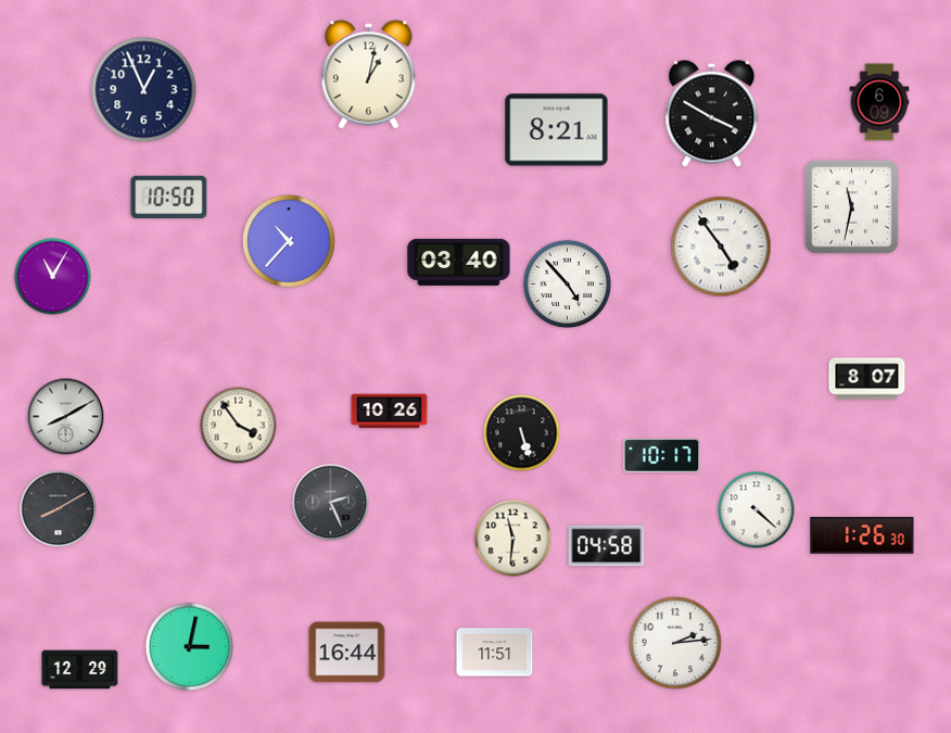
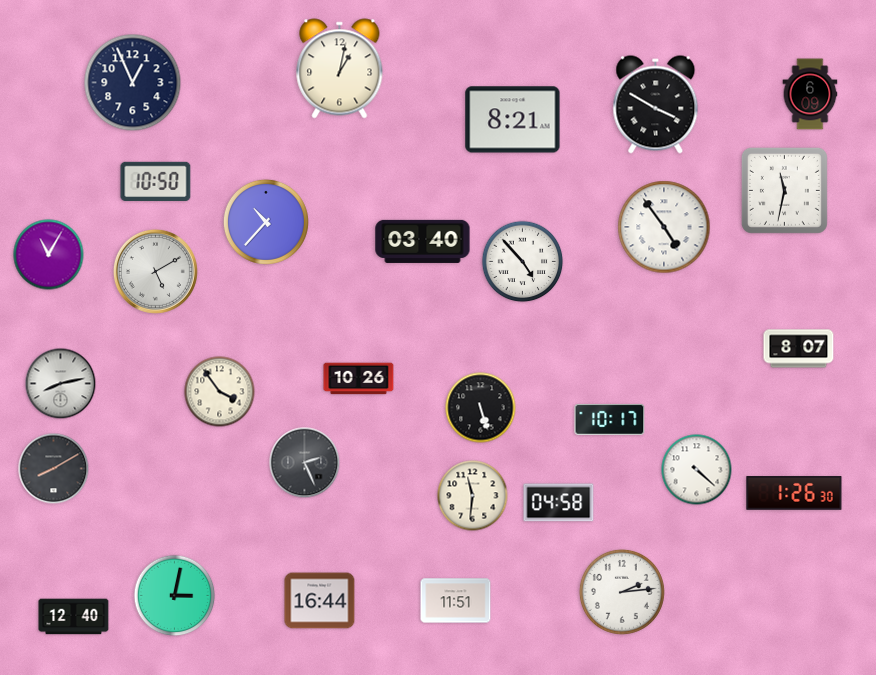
clock at (155, 271): none -> 5:10
clock at (66, 417): 8:10 -> 8:13
clock at (522, 433) position: (522, 433) -> (481, 408)
clock at (80, 670): 12:29 -> 12:40
